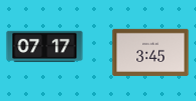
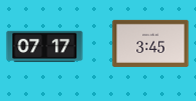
clock at (151, 52) position: (151, 52) -> (151, 43)
